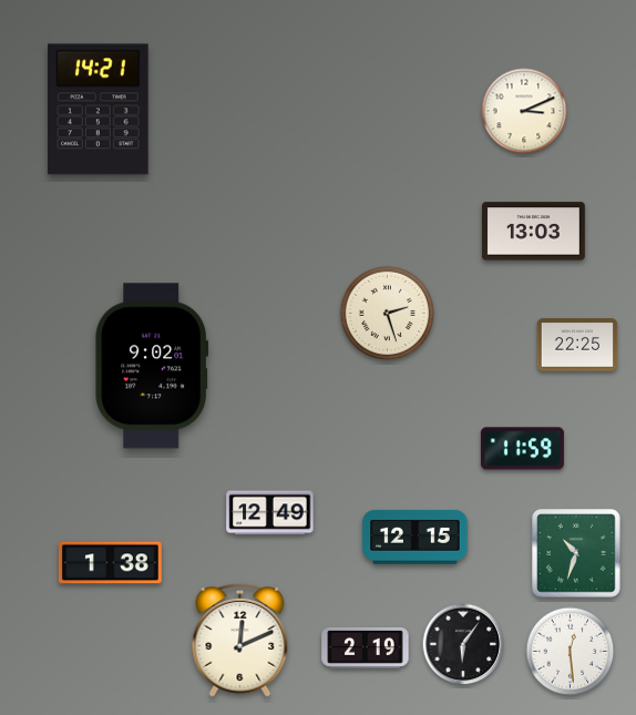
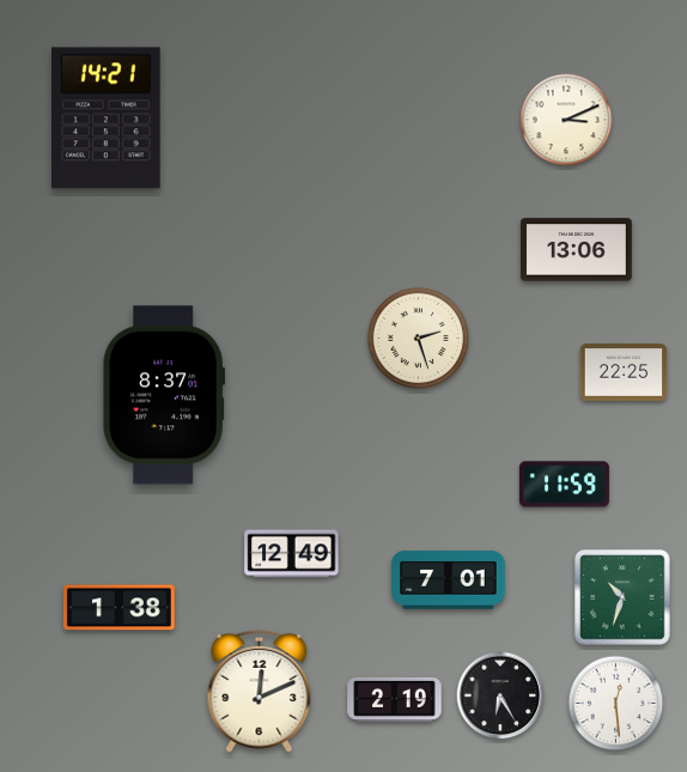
clock at (533, 232): 13:03 -> 13:06
clock at (152, 366): 9:02 -> 8:37
clock at (416, 538): 12:15 -> 7:01
clock at (463, 644): 6:06 -> 6:25
